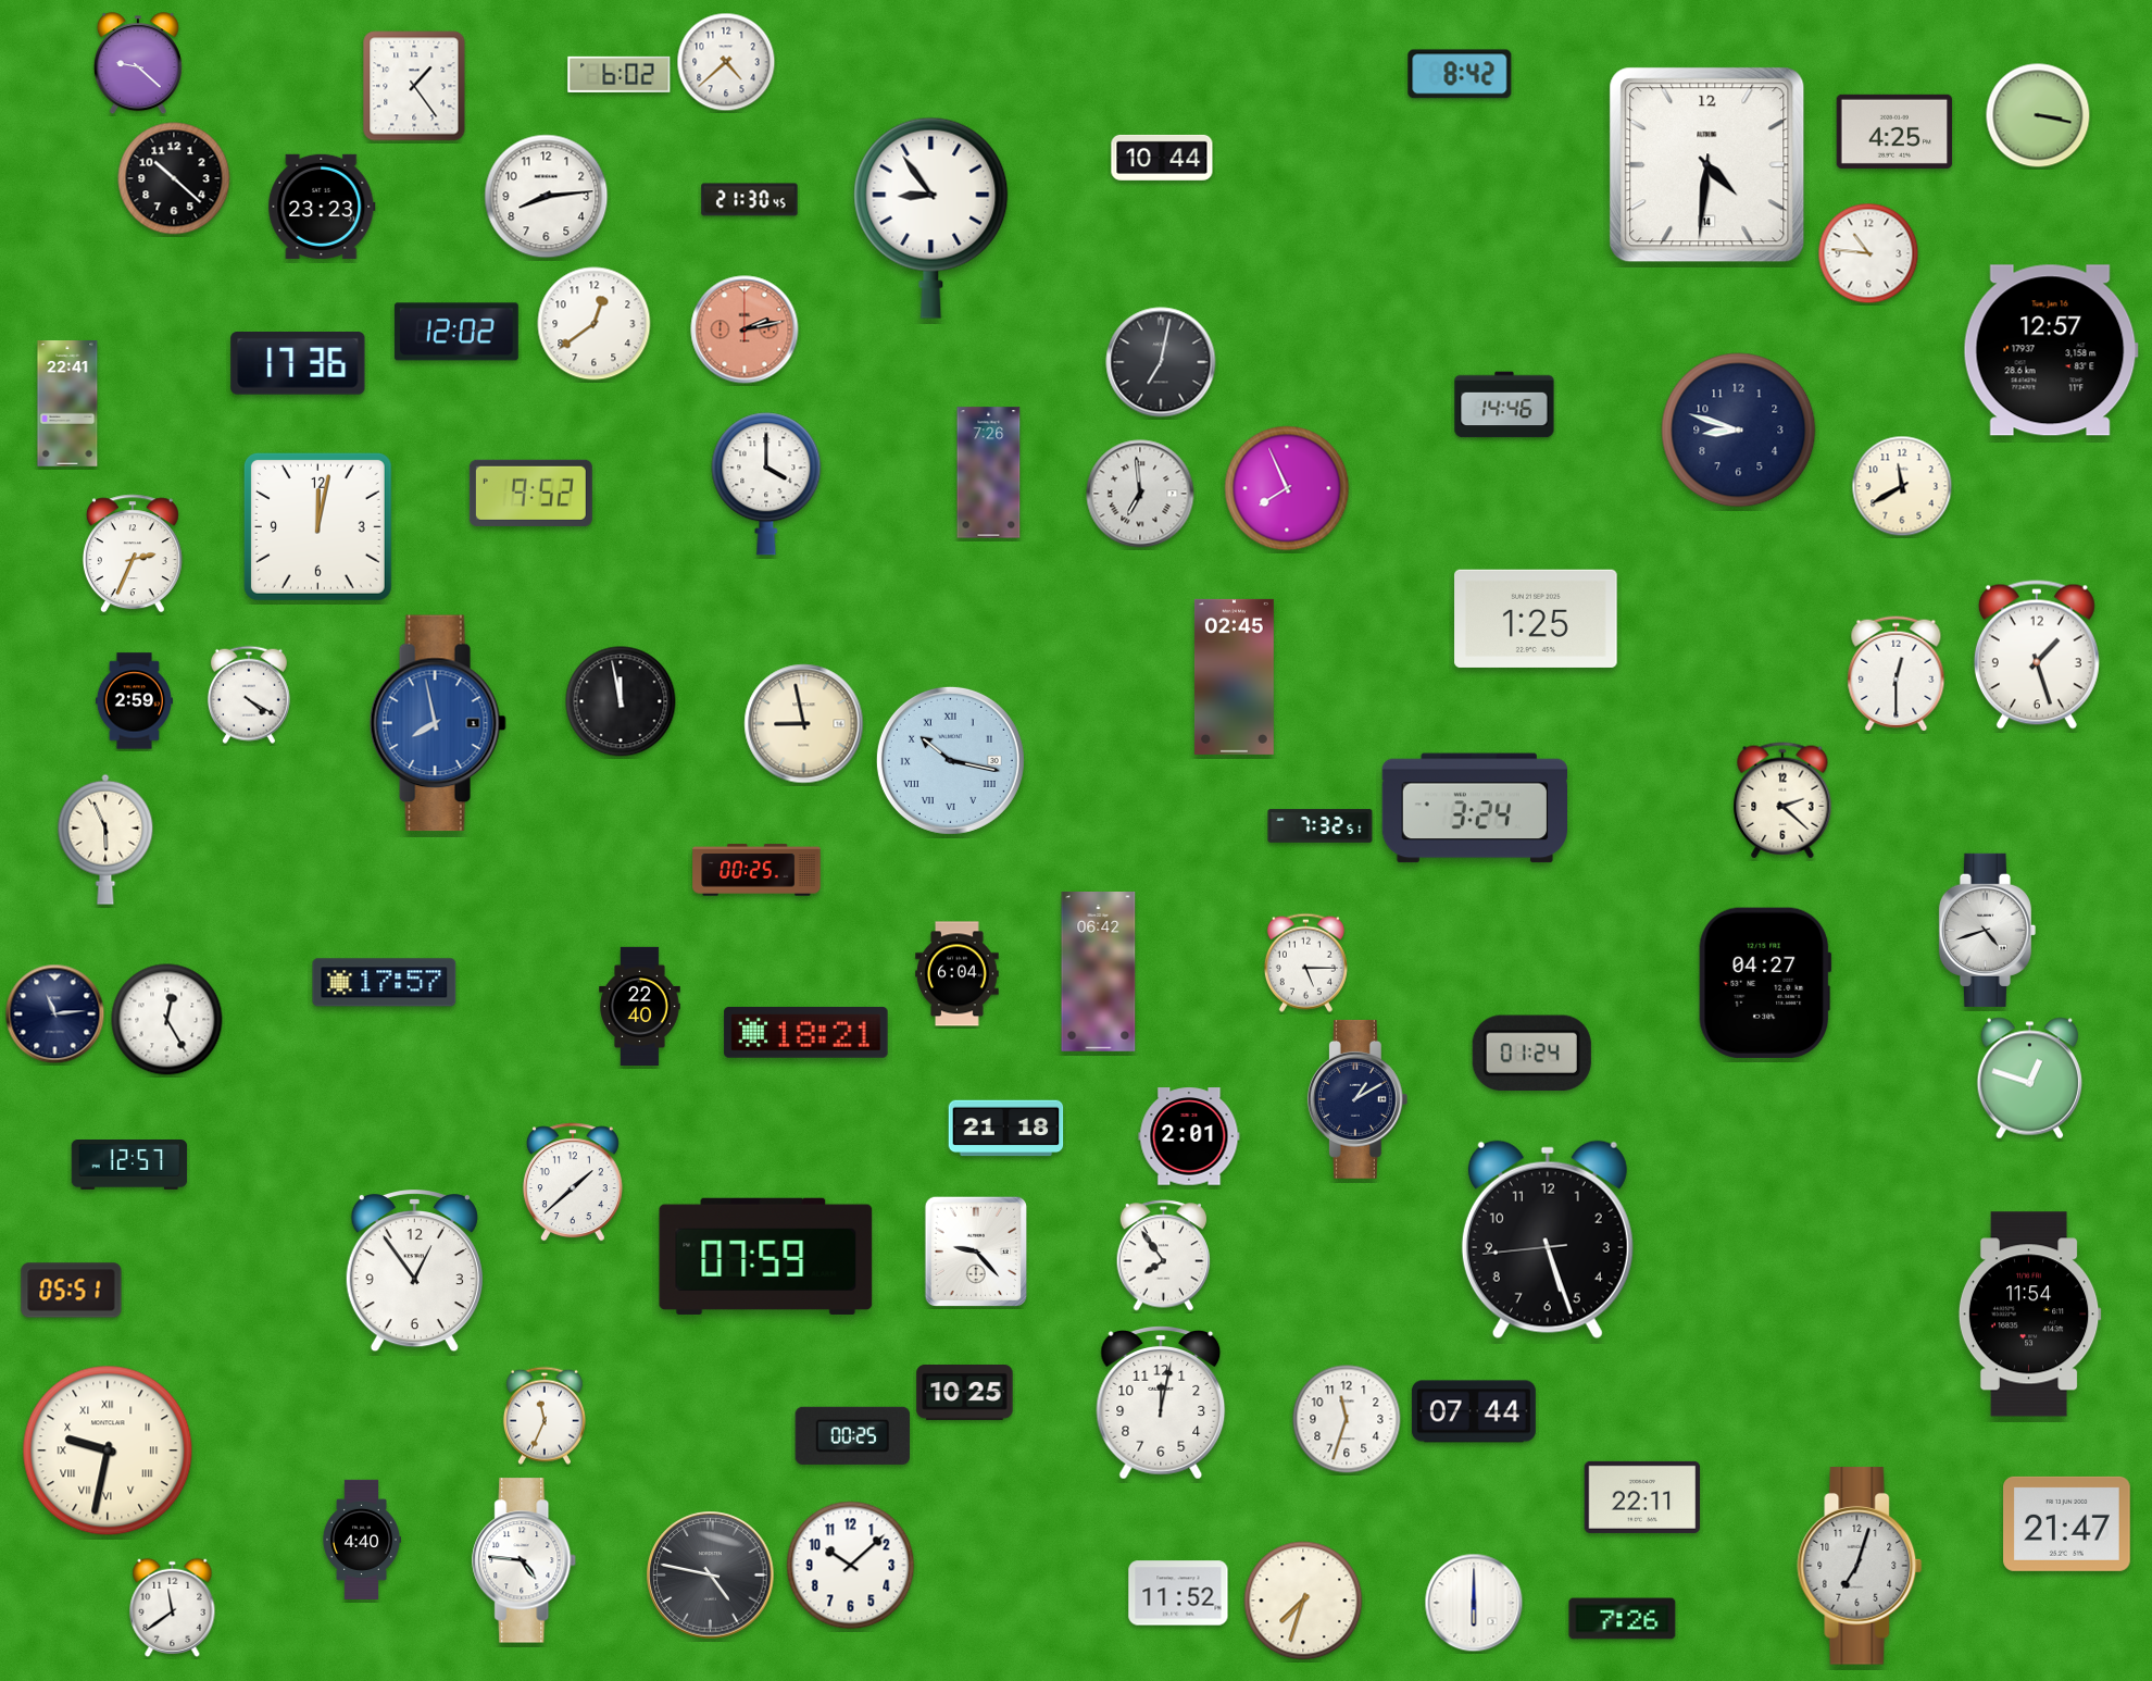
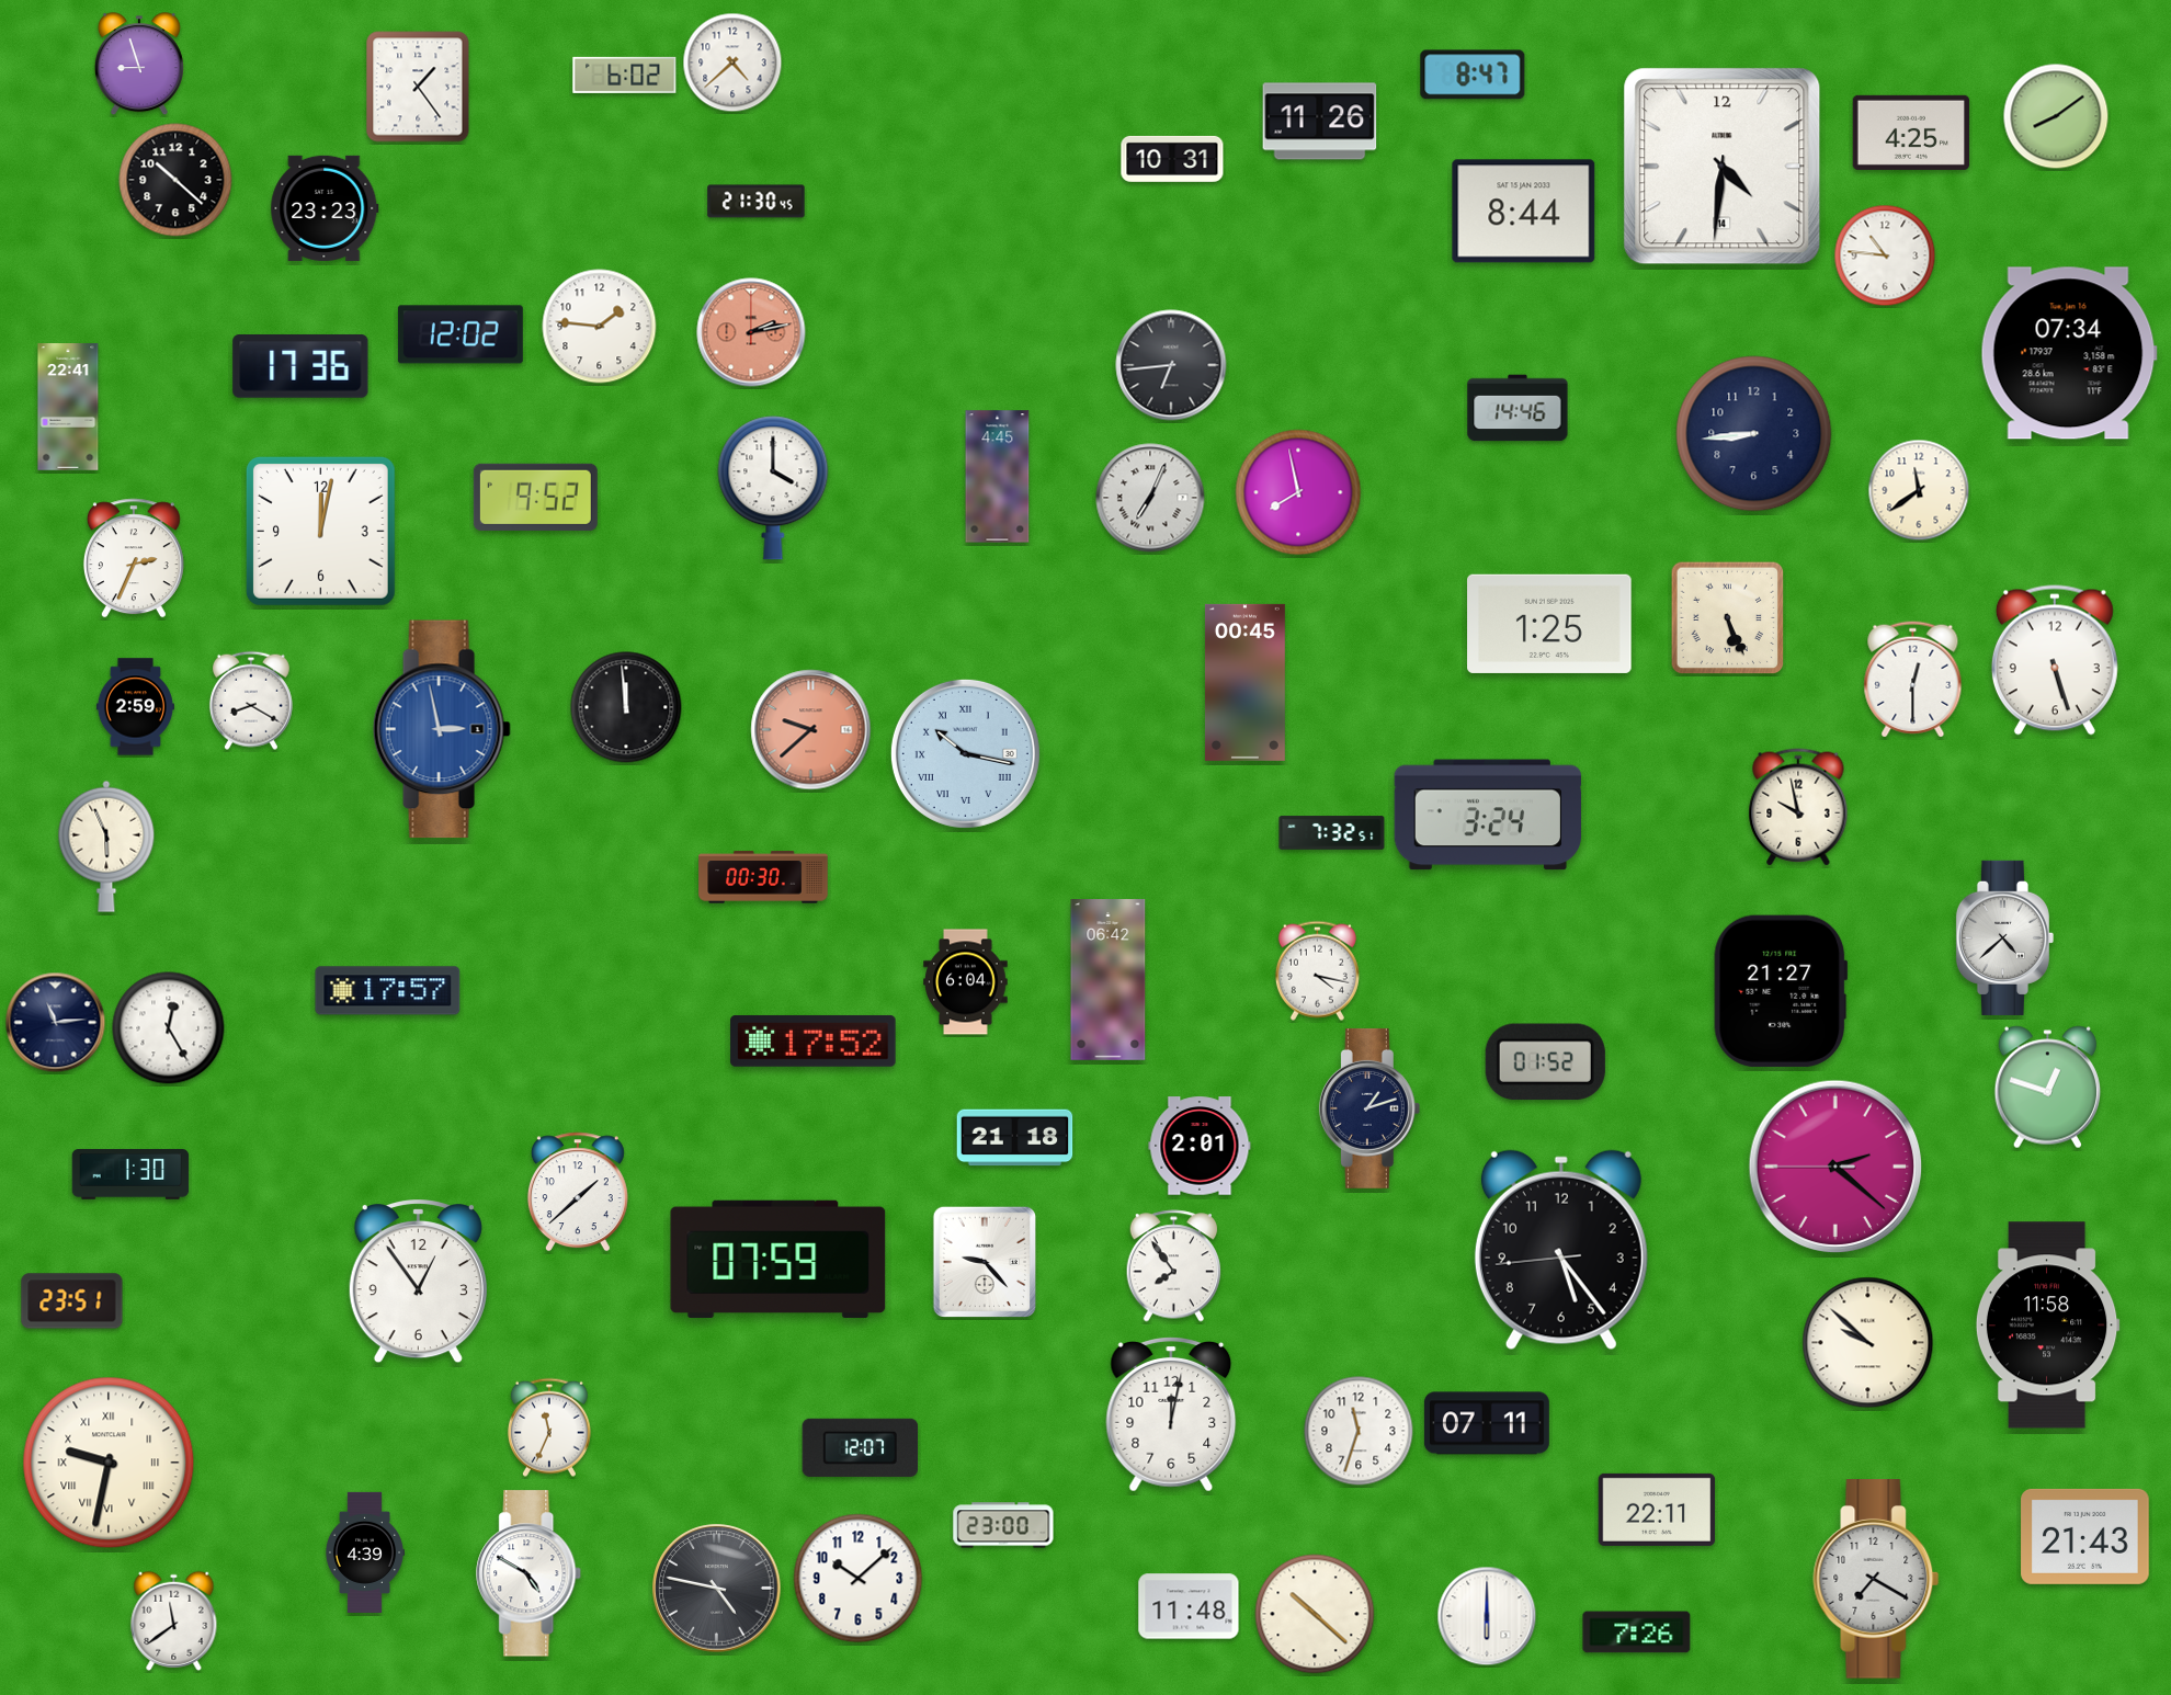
clock at (138, 64): 9:22 -> 8:57
clock at (1460, 74): 8:42 -> 8:47
clock at (2038, 115): 3:17 -> 8:09
clock at (1320, 122): none -> 11:26
clock at (1162, 158): 10:44 -> 10:31
clock at (547, 197): 8:14 -> none
clock at (1524, 212): none -> 8:44
clock at (931, 217): 8:54 -> none
clock at (595, 324): 12:39 -> 1:46
clock at (2051, 350): 12:57 -> 07:34
clock at (1161, 362): 7:02 -> 6:44
clock at (1739, 431): 8:48 -> 8:44
clock at (989, 473): 7:26 -> 4:45
clock at (1902, 486): 11:40 -> 11:39
clock at (1287, 488): 7:56 -> 7:58
clock at (1140, 494): 6:59 -> 7:04
clock at (1728, 618): none -> 5:26
clock at (2037, 655): 1:27 -> 5:27
clock at (1234, 676): 02:45 -> 00:45
clock at (249, 695): 4:20 -> 8:20
clock at (621, 701): 11:58 -> 11:59
clock at (438, 723): 7:58 -> 2:58
clock at (804, 724): 8:58 -> 9:38
clock at (804, 724) dial: cream -> salmon
clock at (950, 760) position: (950, 760) -> (965, 753)
clock at (1782, 800): 2:22 -> 9:58
clock at (756, 870): 00:25 -> 00:30
clock at (1987, 930): 4:42 -> 4:38
clock at (1305, 962): 5:15 -> 4:17
clock at (1765, 983): 04:27 -> 21:27
clock at (640, 1006): 22:40 -> none
clock at (806, 1032): 18:21 -> 17:52
clock at (1531, 1054): 01:24 -> 01:52
clock at (1357, 1099): 1:10 -> 1:12
clock at (1835, 1167): none -> 2:21
clock at (129, 1166): 12:57 -> 1:30
clock at (1548, 1240): 5:26 -> 5:23
clock at (766, 1256) position: (766, 1256) -> (778, 1259)
clock at (72, 1291): 05:51 -> 23:51
clock at (2029, 1315): 11:54 -> 11:58
clock at (1868, 1343): none -> 9:52
clock at (965, 1393): 10:25 -> none
clock at (1474, 1411): 07:44 -> 07:11
clock at (853, 1435): 00:25 -> 12:07
clock at (1003, 1525): none -> 23:00
clock at (2067, 1523): 21:47 -> 21:43
clock at (361, 1540): 4:40 -> 4:39
clock at (525, 1560): 4:46 -> 4:50
clock at (1860, 1566): 7:03 -> 7:20
clock at (1178, 1593): 11:52 -> 11:48
clock at (1303, 1601): 7:33 -> 10:22
